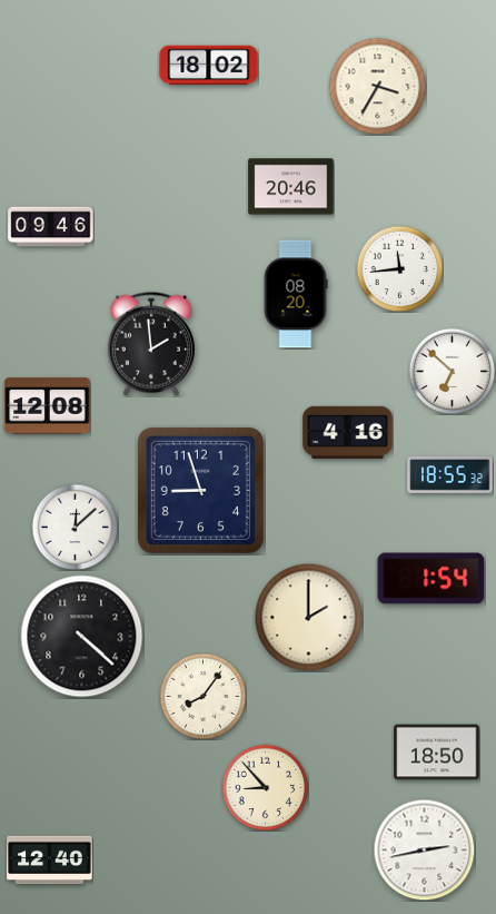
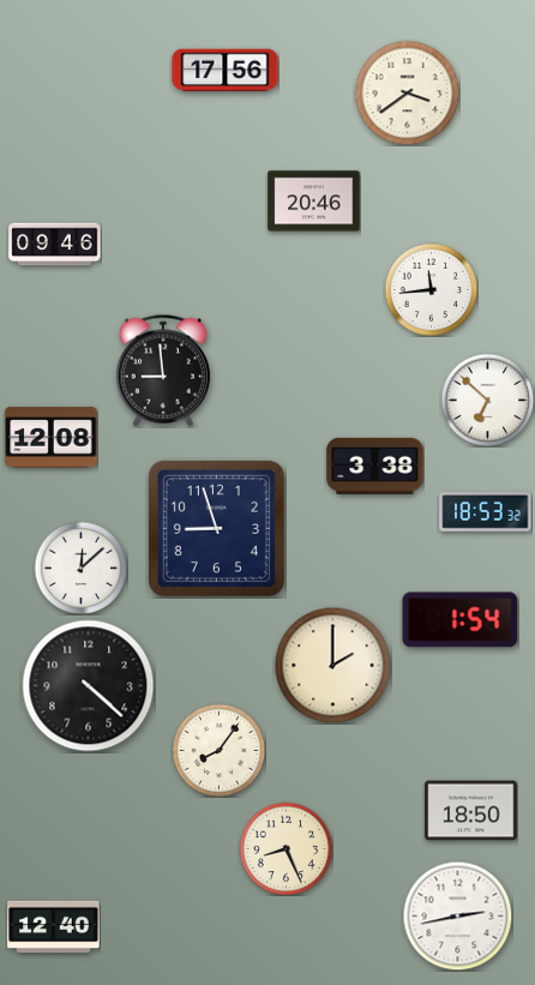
clock at (209, 66): 18:02 -> 17:56
clock at (377, 86): 3:35 -> 3:39
clock at (296, 294): 08:20 -> none
clock at (151, 344): 1:59 -> 8:59
clock at (348, 432): 4:16 -> 3:38
clock at (450, 475): 18:55 -> 18:53
clock at (431, 579) position: (431, 579) -> (461, 620)
clock at (265, 787): 8:53 -> 8:26
